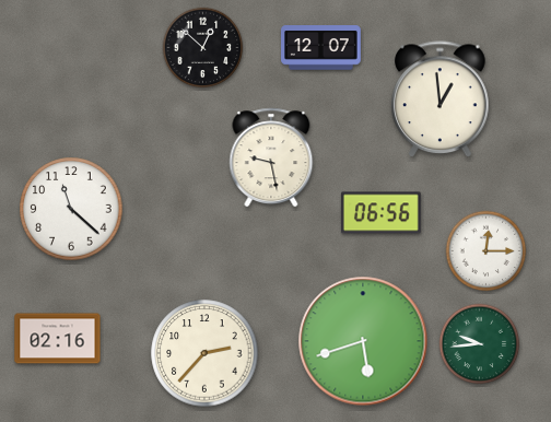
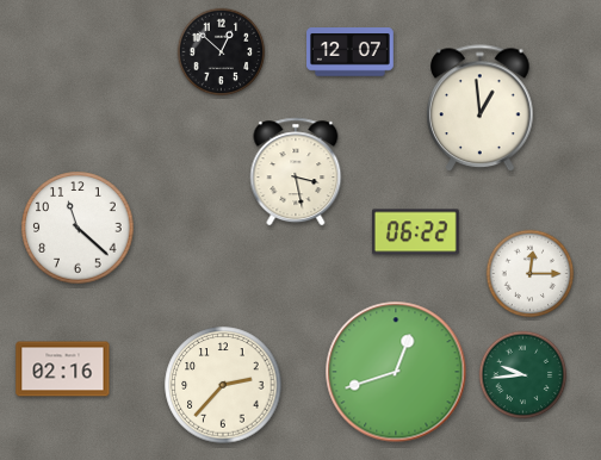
clock at (271, 157): 9:28 -> 3:28
clock at (380, 213): 06:56 -> 06:22
clock at (363, 341): 5:42 -> 12:42
